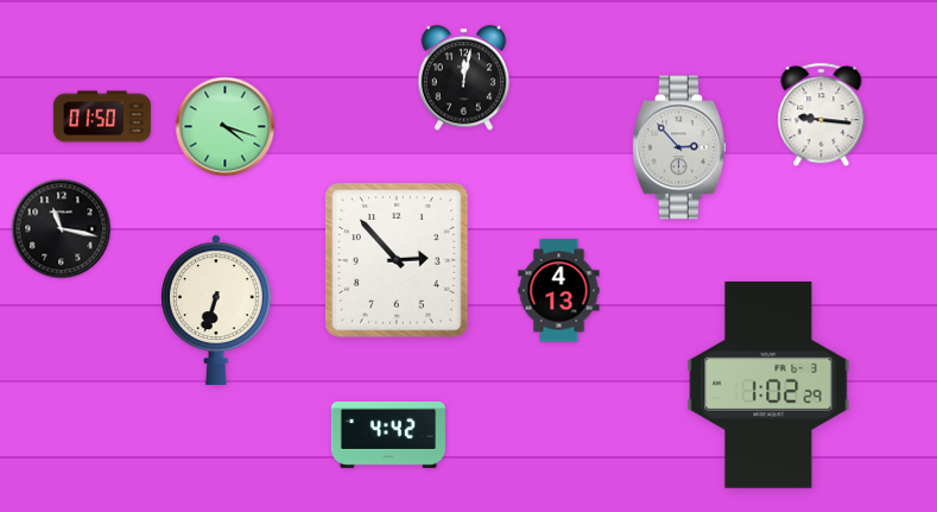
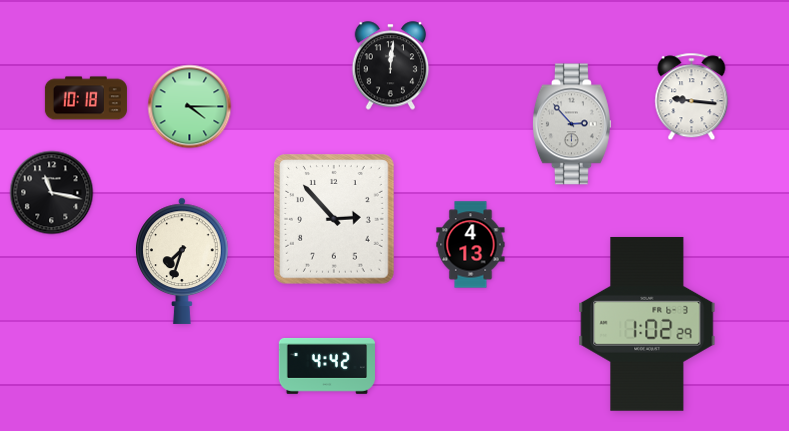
clock at (464, 78): 12:02 -> 12:01
clock at (102, 116): 01:50 -> 10:18
clock at (226, 127): 4:18 -> 4:15
clock at (217, 310): 6:33 -> 7:33
